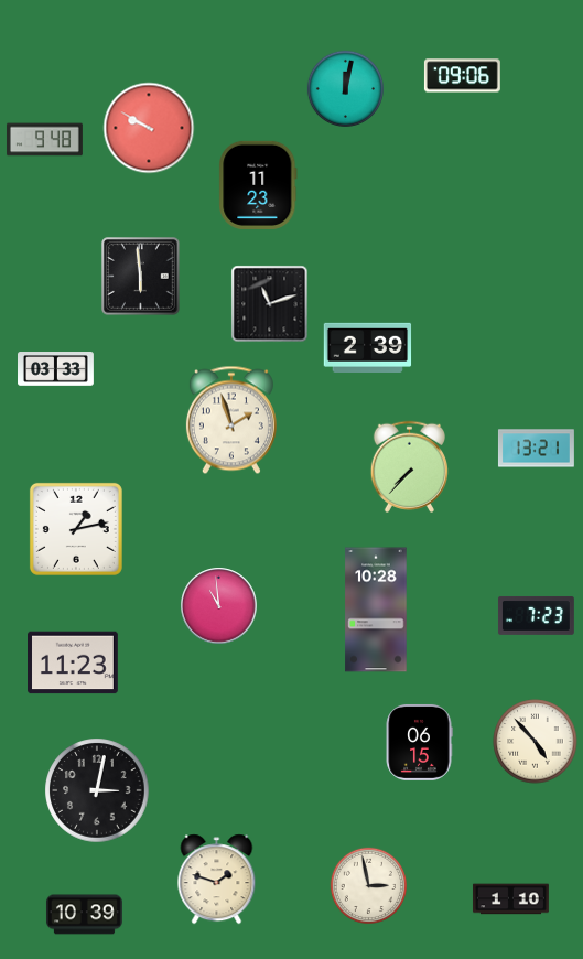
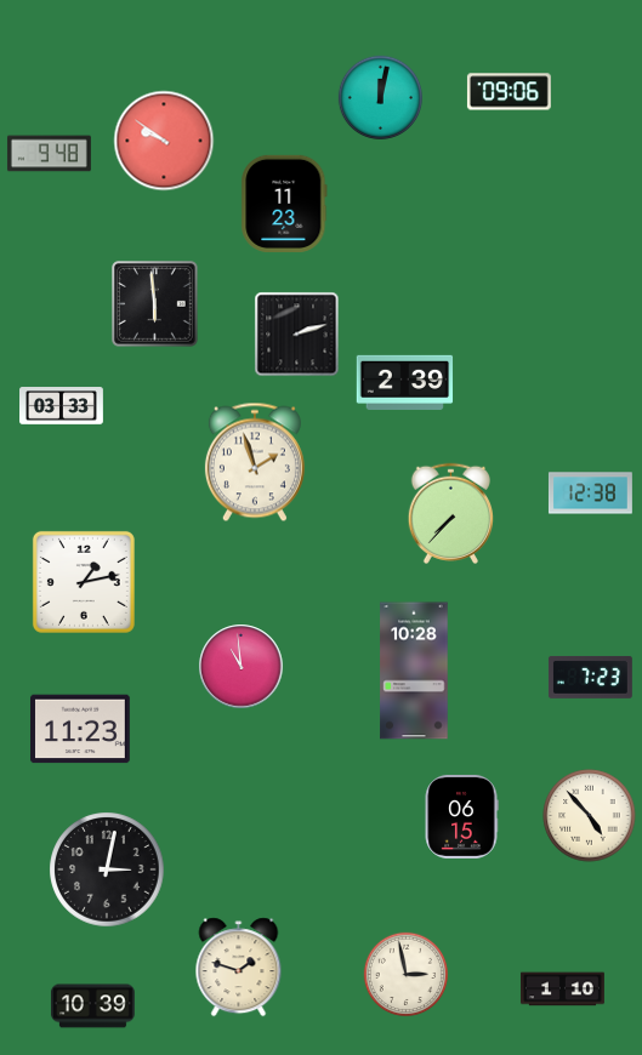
clock at (462, 76) position: (462, 76) -> (509, 92)
clock at (149, 128): 9:50 -> 9:51
clock at (270, 304): 11:12 -> 2:12
clock at (536, 449): 13:21 -> 12:38
